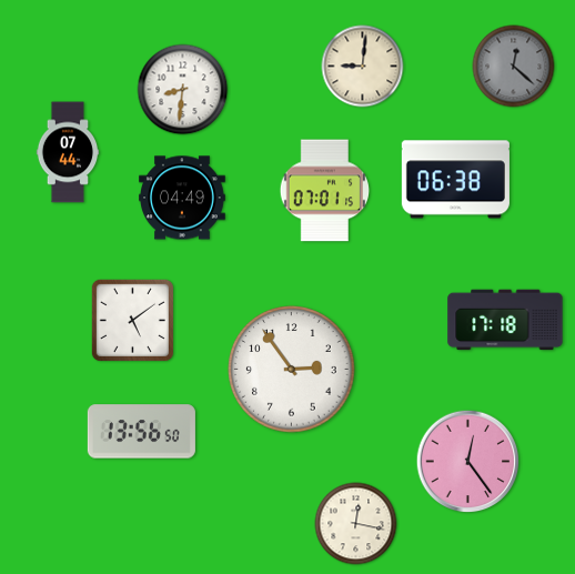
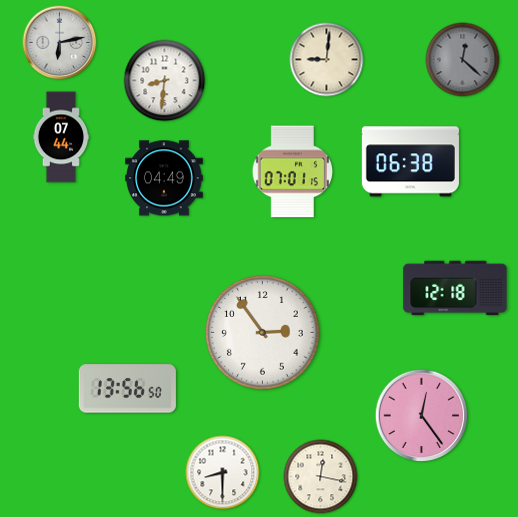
clock at (60, 43): none -> 6:13
clock at (132, 320): 5:09 -> none
clock at (505, 320): 17:18 -> 12:18
clock at (356, 524) position: (356, 524) -> (321, 477)
clock at (223, 473): none -> 8:30
